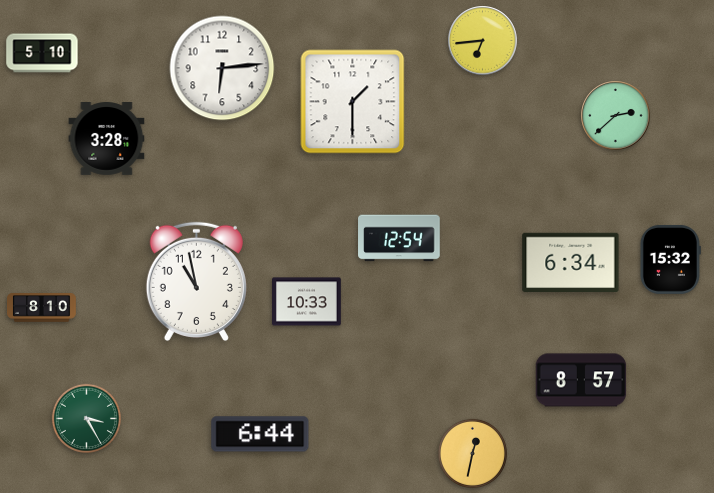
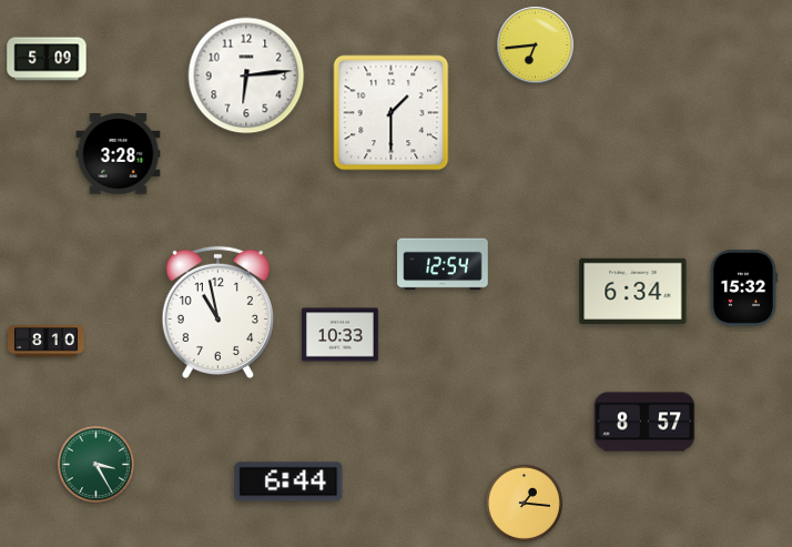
clock at (42, 53): 5:10 -> 5:09
clock at (616, 116): 2:38 -> none
clock at (472, 453): 12:32 -> 1:16
